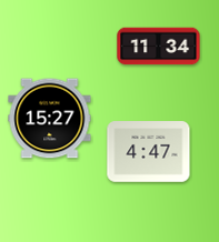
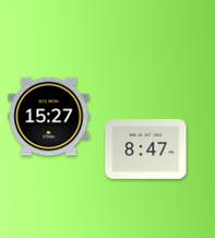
clock at (159, 47): 11:34 -> none
clock at (149, 152): 4:47 -> 8:47
